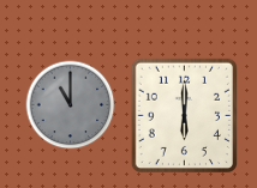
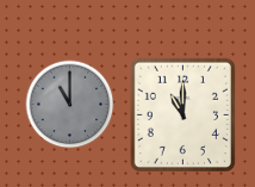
clock at (184, 115): 6:00 -> 11:00
